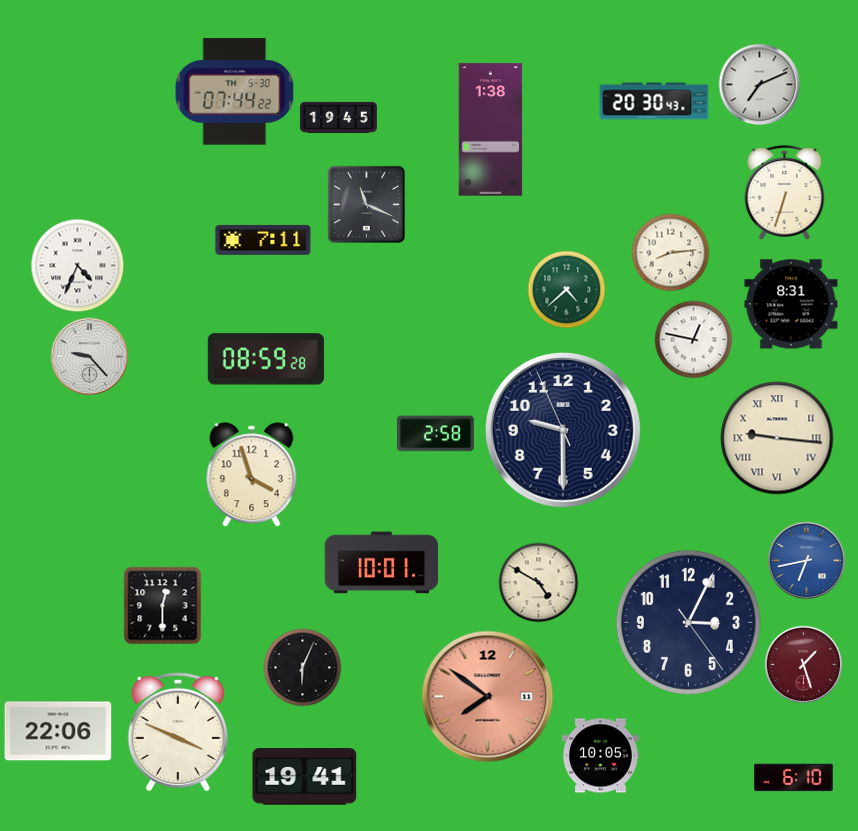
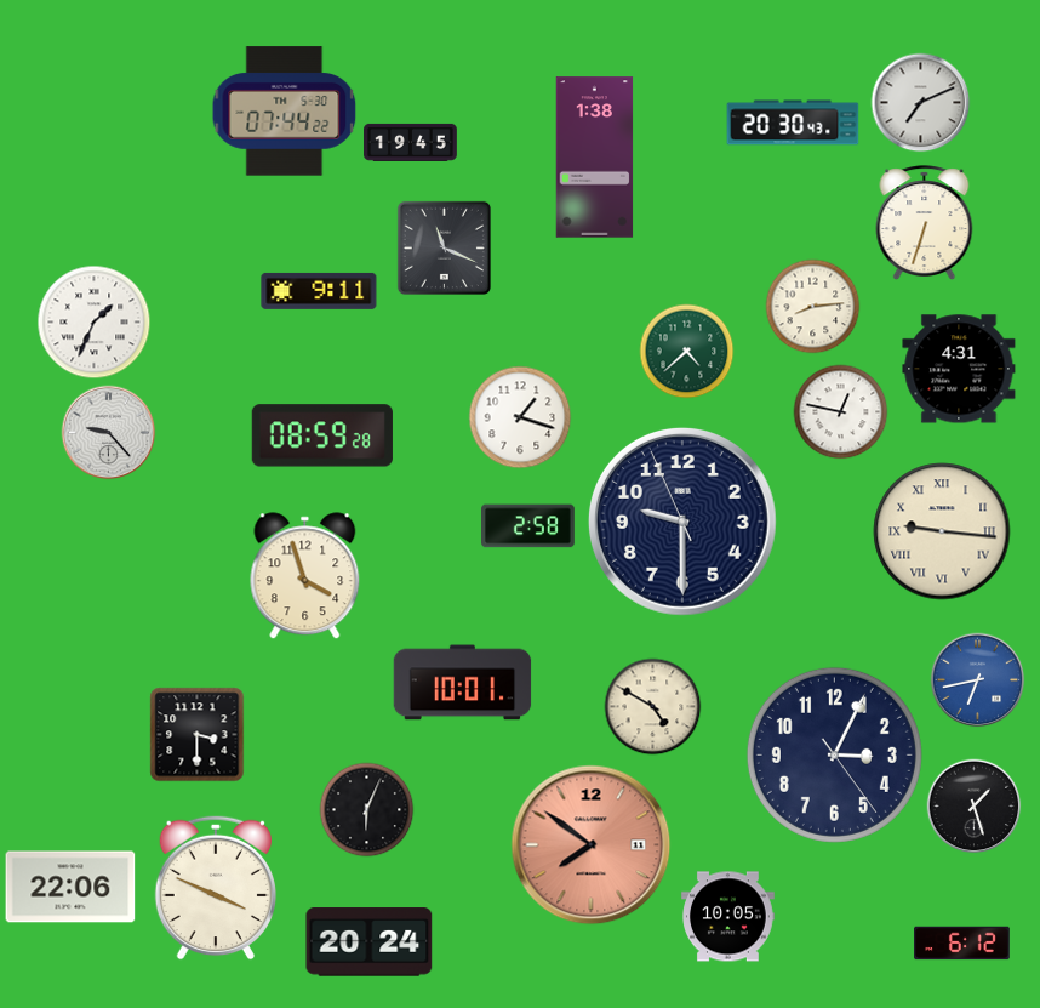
clock at (785, 193) position: (785, 193) -> (925, 223)
clock at (263, 240): 7:11 -> 9:11
clock at (77, 265): 4:34 -> 1:34
clock at (791, 304): 8:31 -> 4:31
clock at (520, 417): none -> 1:18
clock at (162, 605): 12:30 -> 3:30
clock at (803, 664) dial: burgundy -> black
clock at (305, 777): 19:41 -> 20:24
clock at (794, 778): 6:10 -> 6:12
